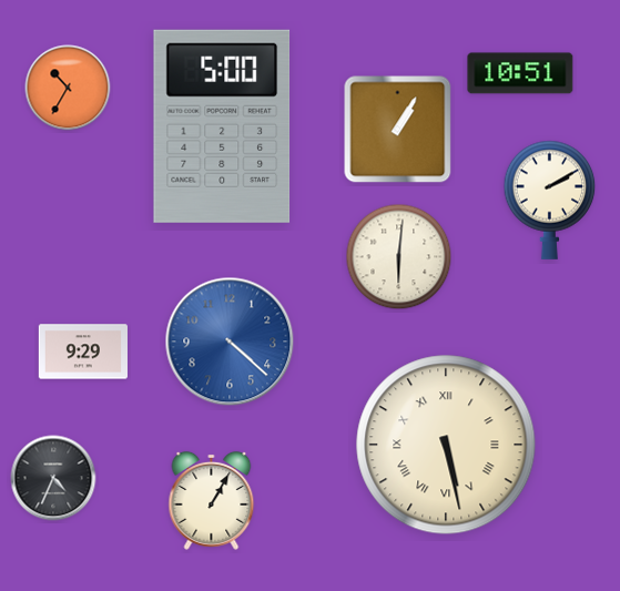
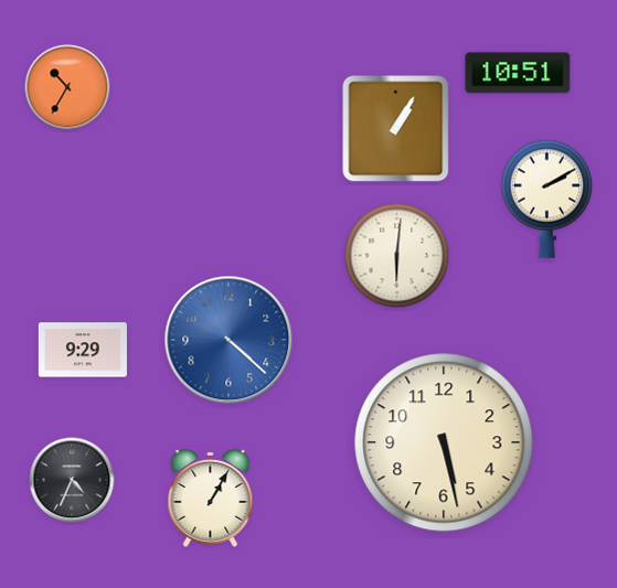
clock at (222, 126): 5:00 -> none
clock at (446, 445) numerals: Roman -> Arabic
clock at (53, 478) position: (53, 478) -> (72, 480)
